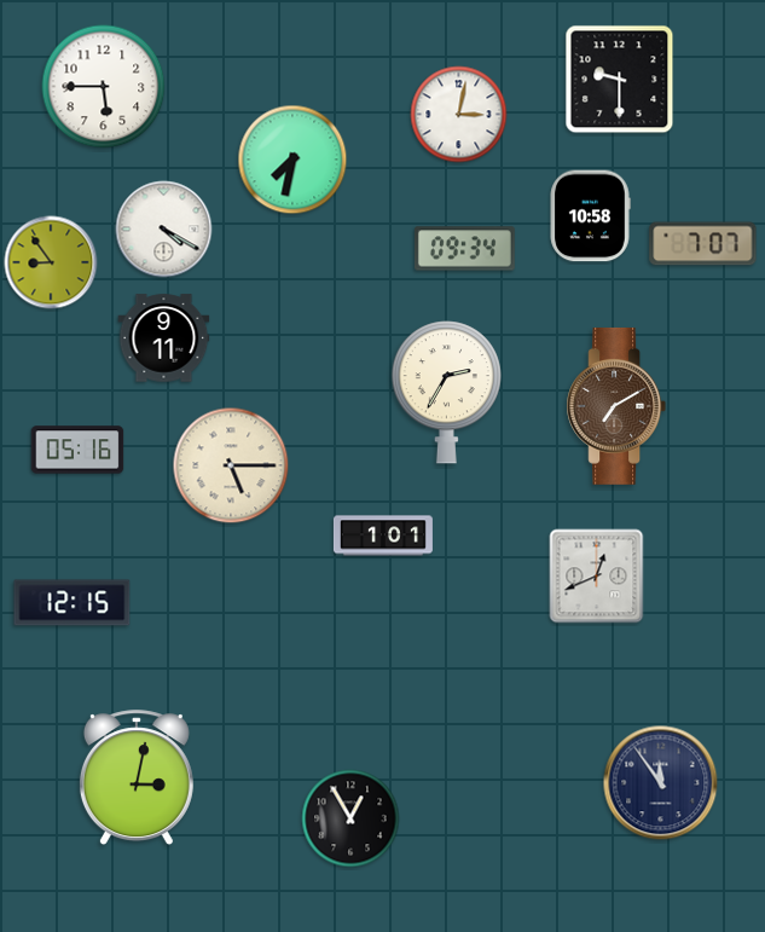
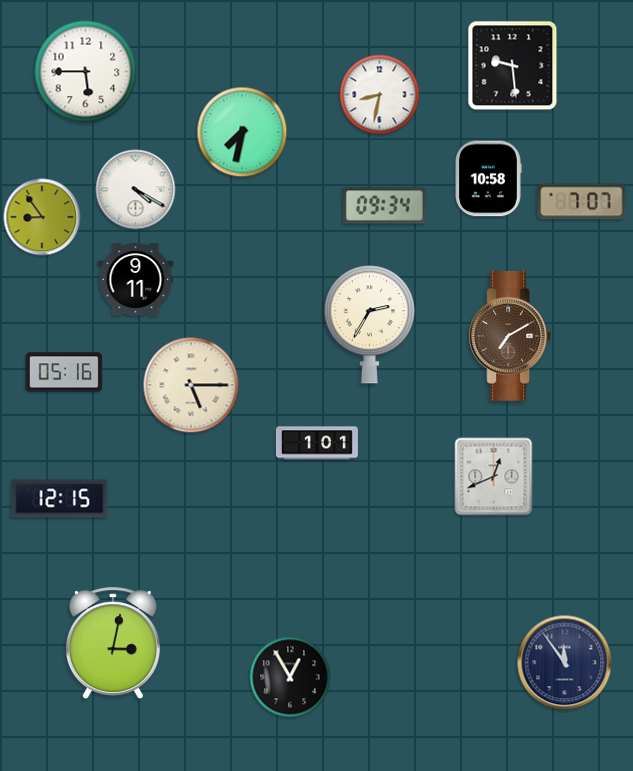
clock at (620, 80): 9:30 -> 9:29
clock at (459, 115): 3:02 -> 8:32
clock at (661, 783) position: (661, 783) -> (565, 663)
